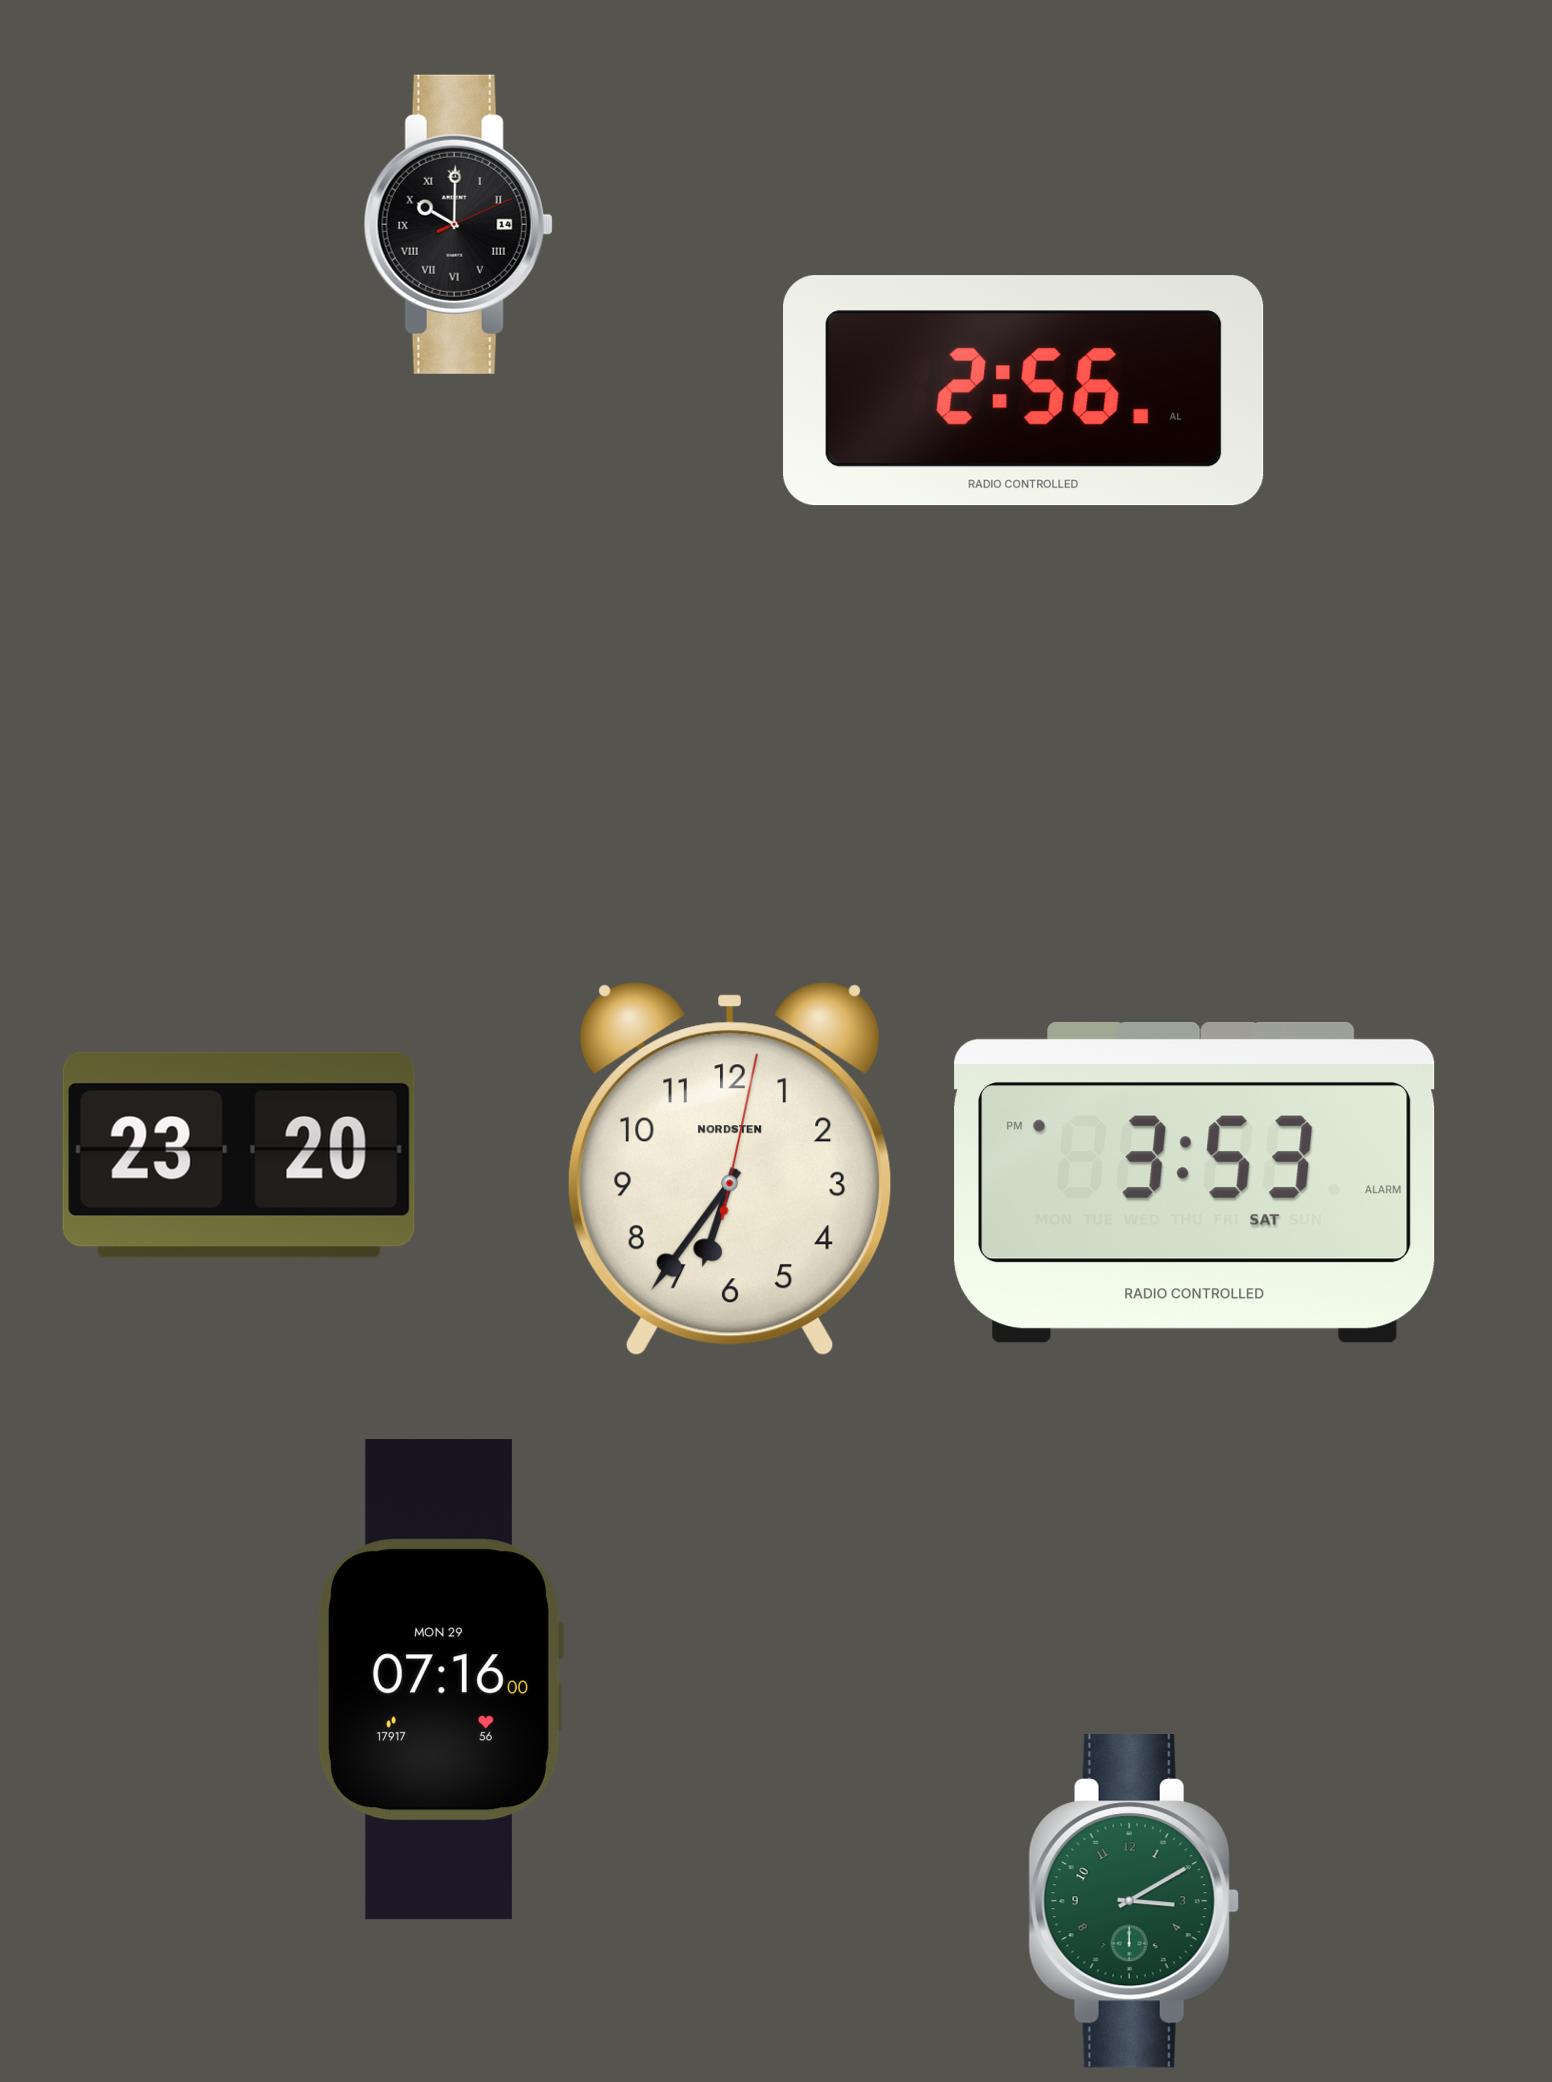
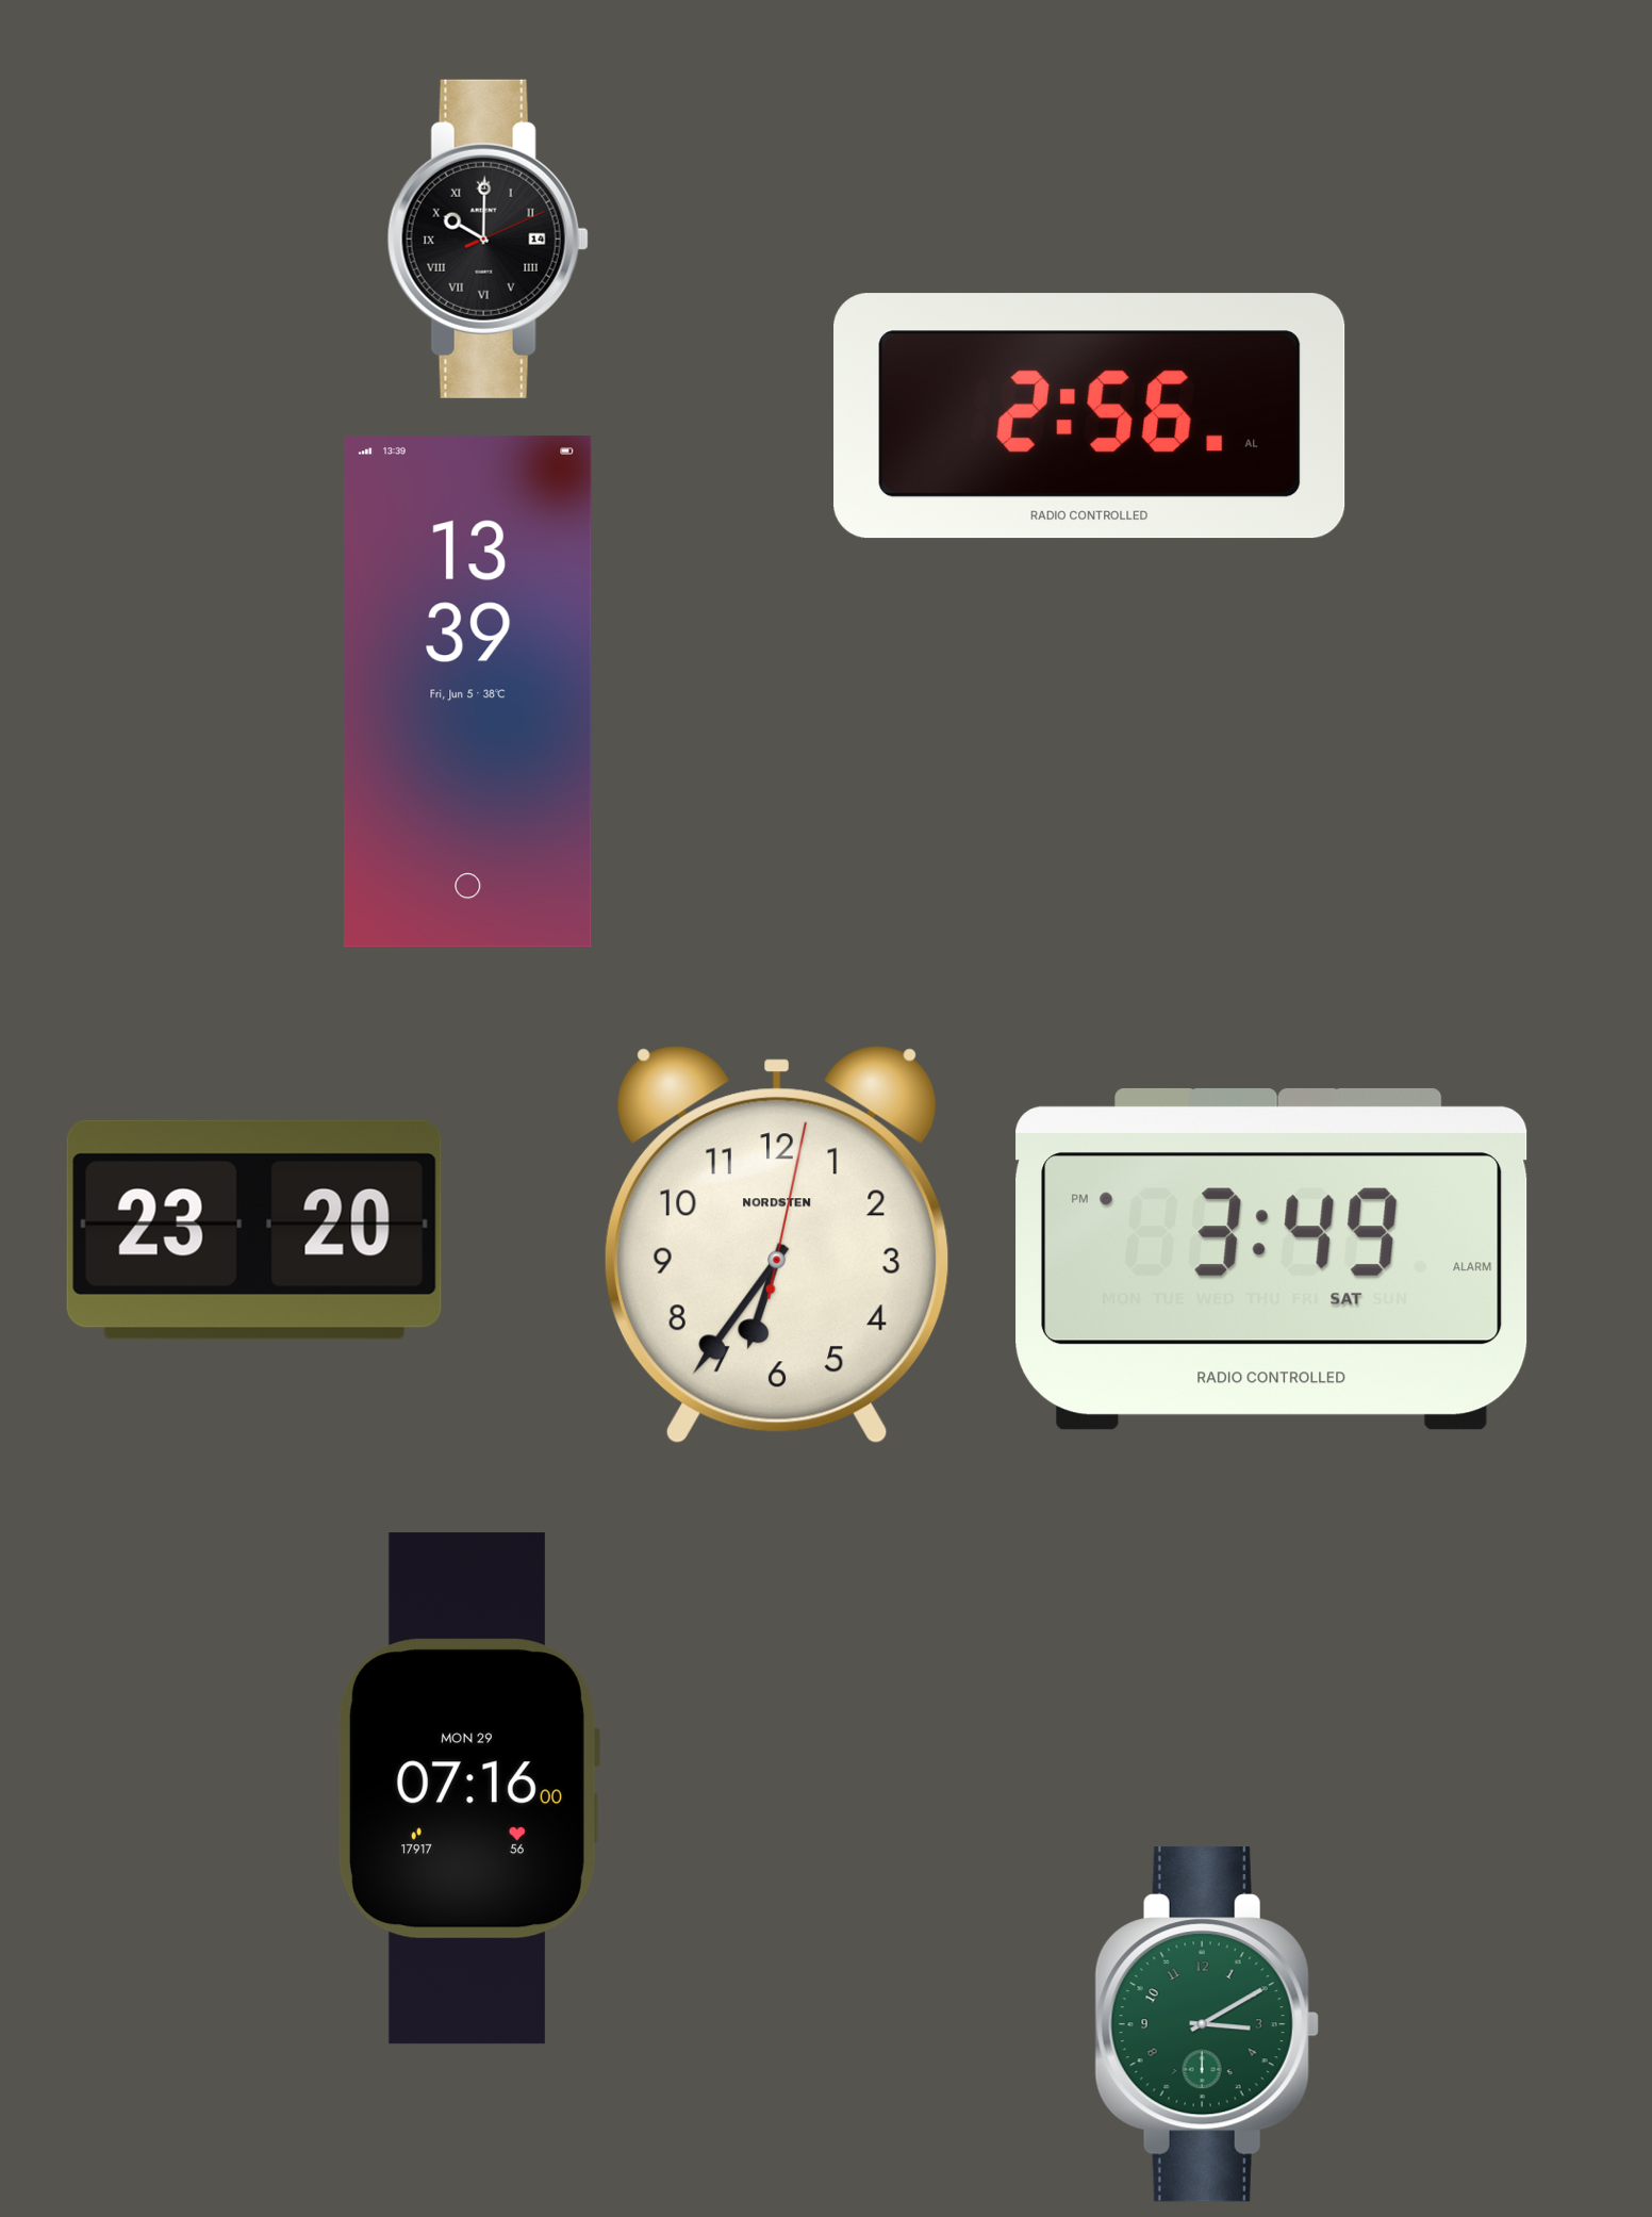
clock at (467, 692): none -> 13:39
clock at (1195, 1182): 3:53 -> 3:49
